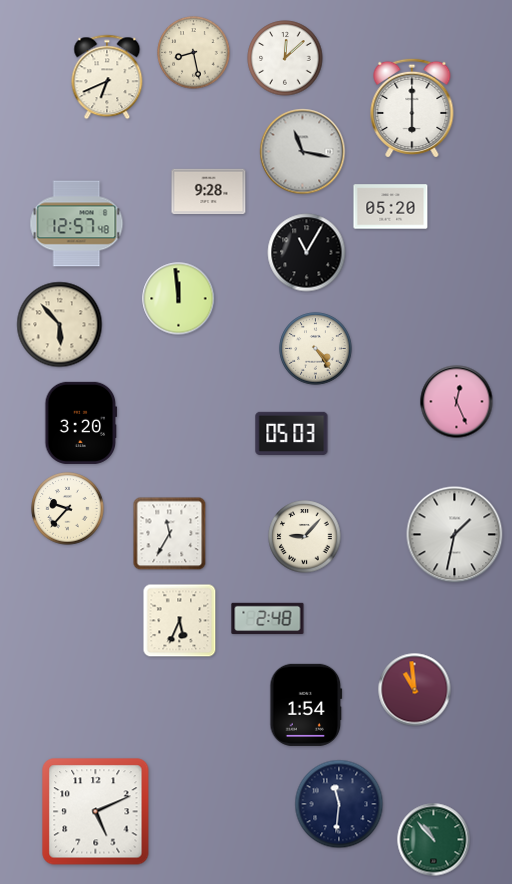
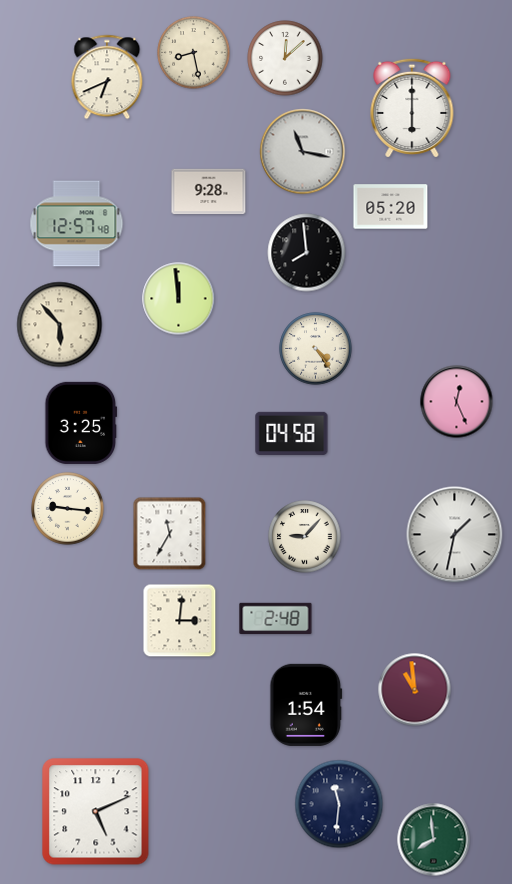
clock at (307, 253): 11:05 -> 7:59
clock at (81, 423): 3:20 -> 3:25
clock at (292, 433): 05:03 -> 04:58
clock at (68, 509): 9:37 -> 9:16
clock at (268, 619) position: (268, 619) -> (276, 619)
clock at (180, 621): 5:34 -> 3:01
clock at (434, 840): 10:53 -> 7:59
